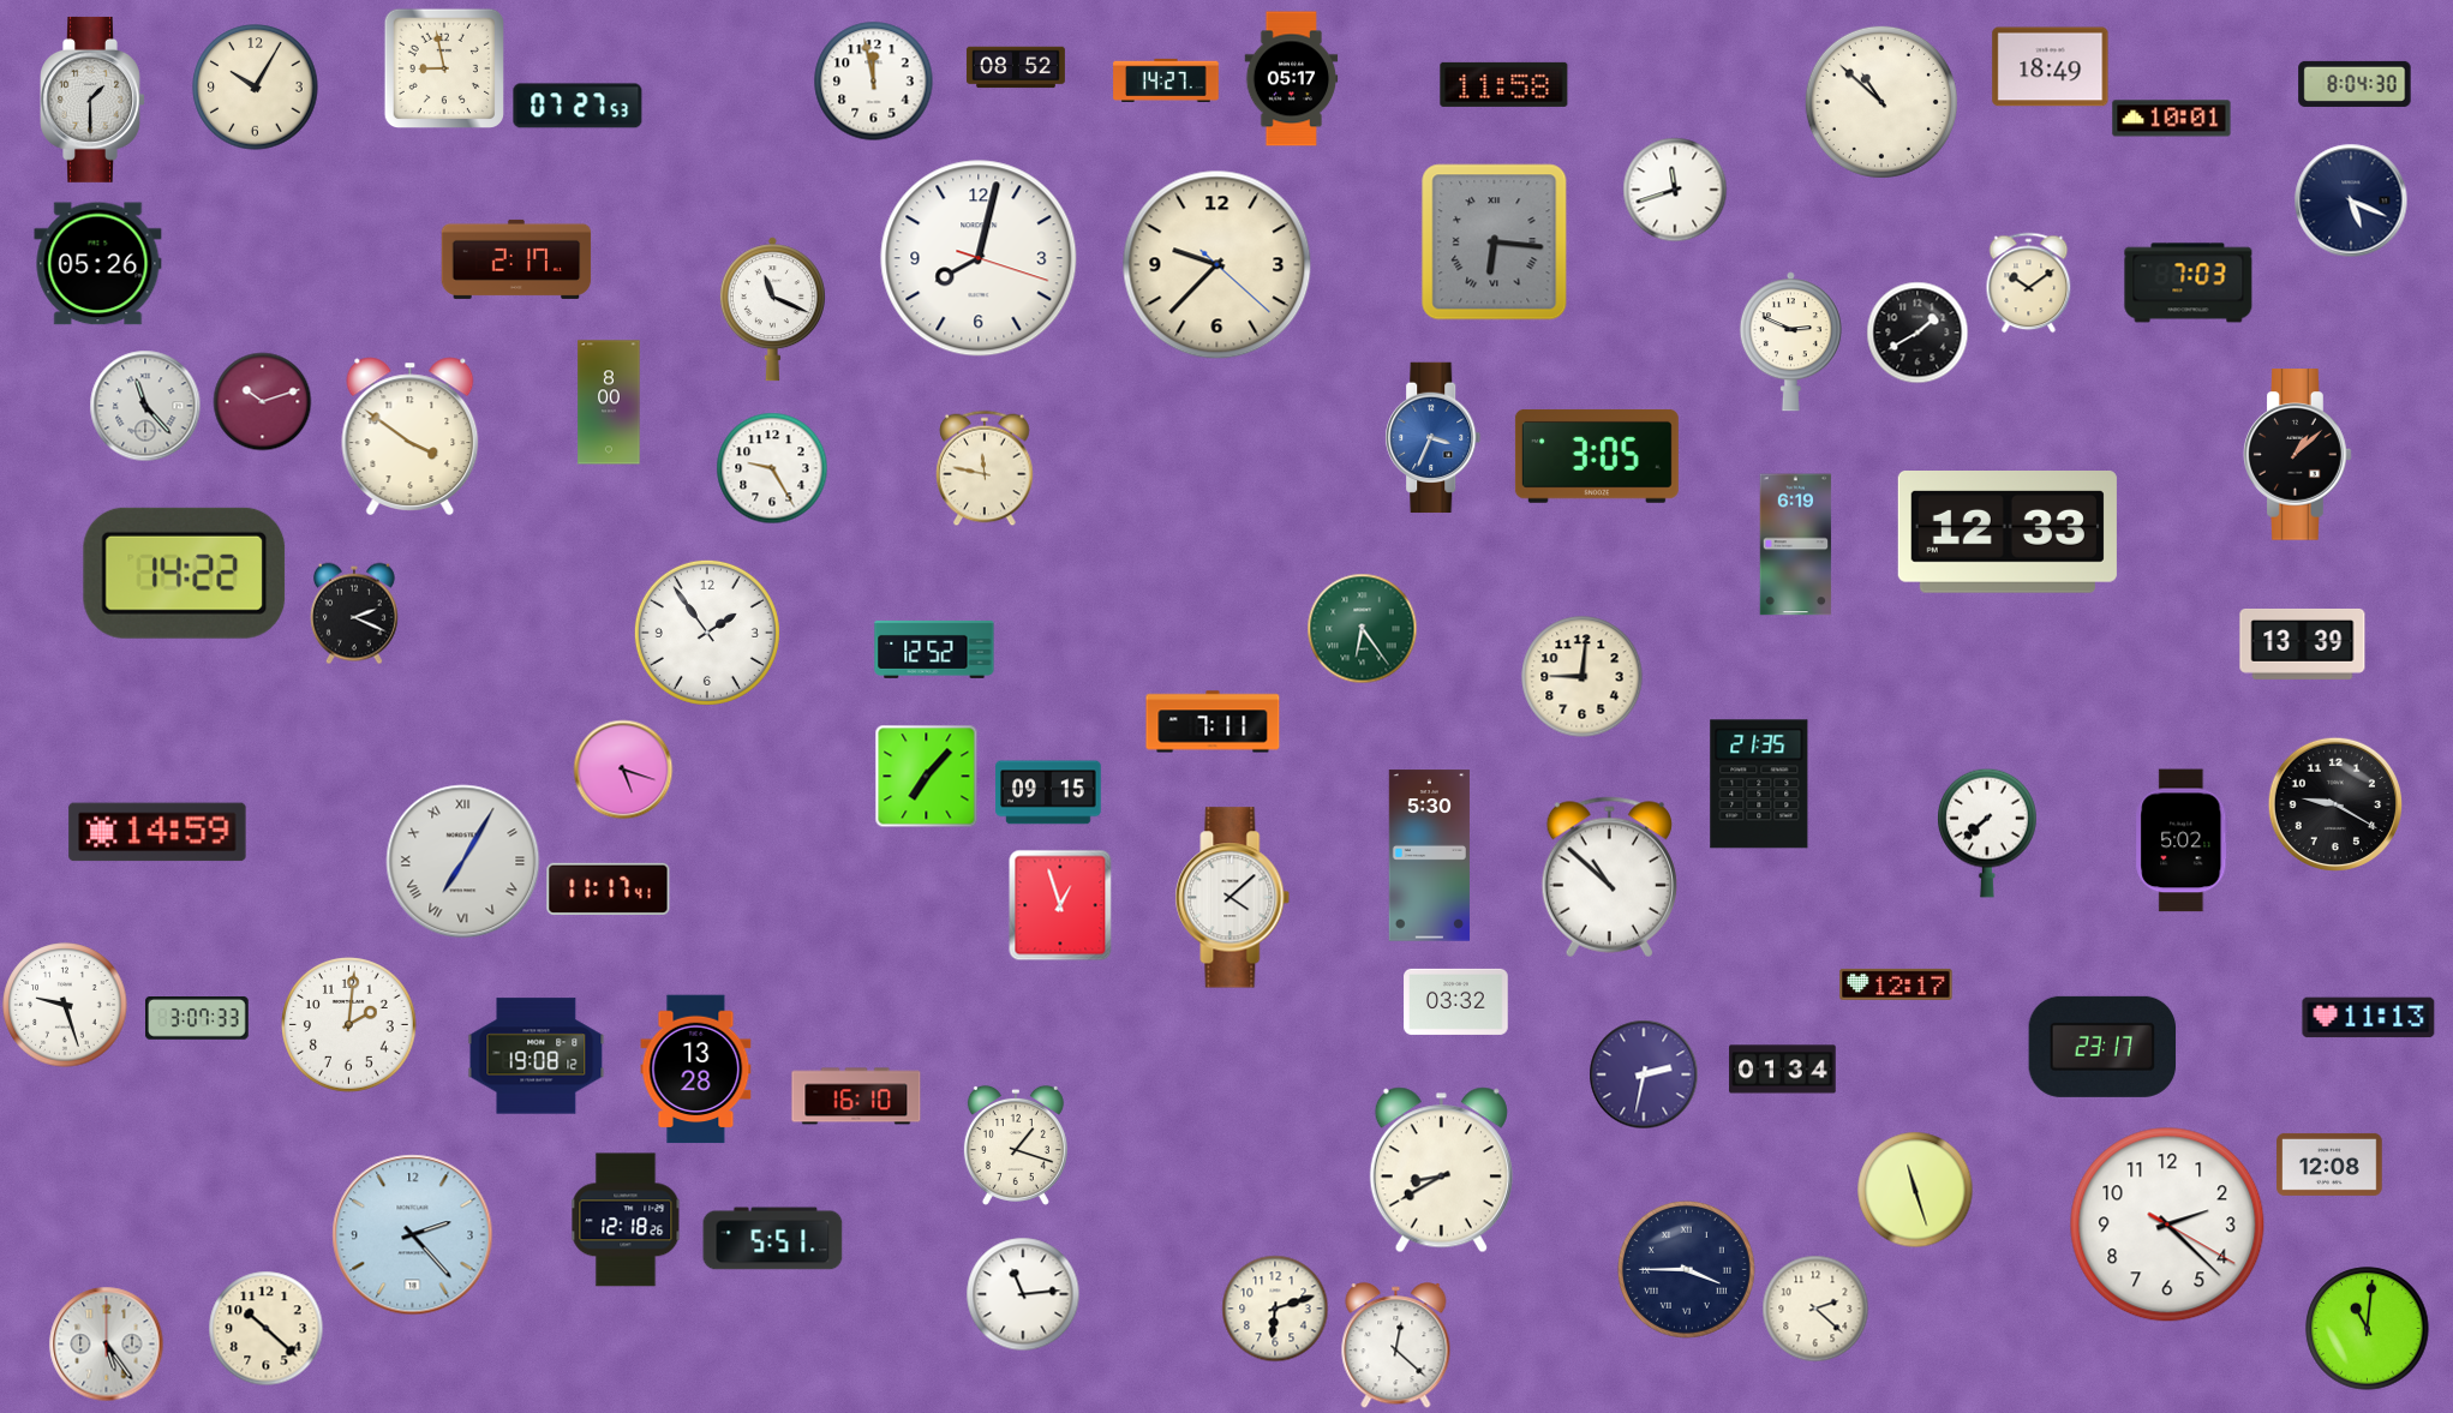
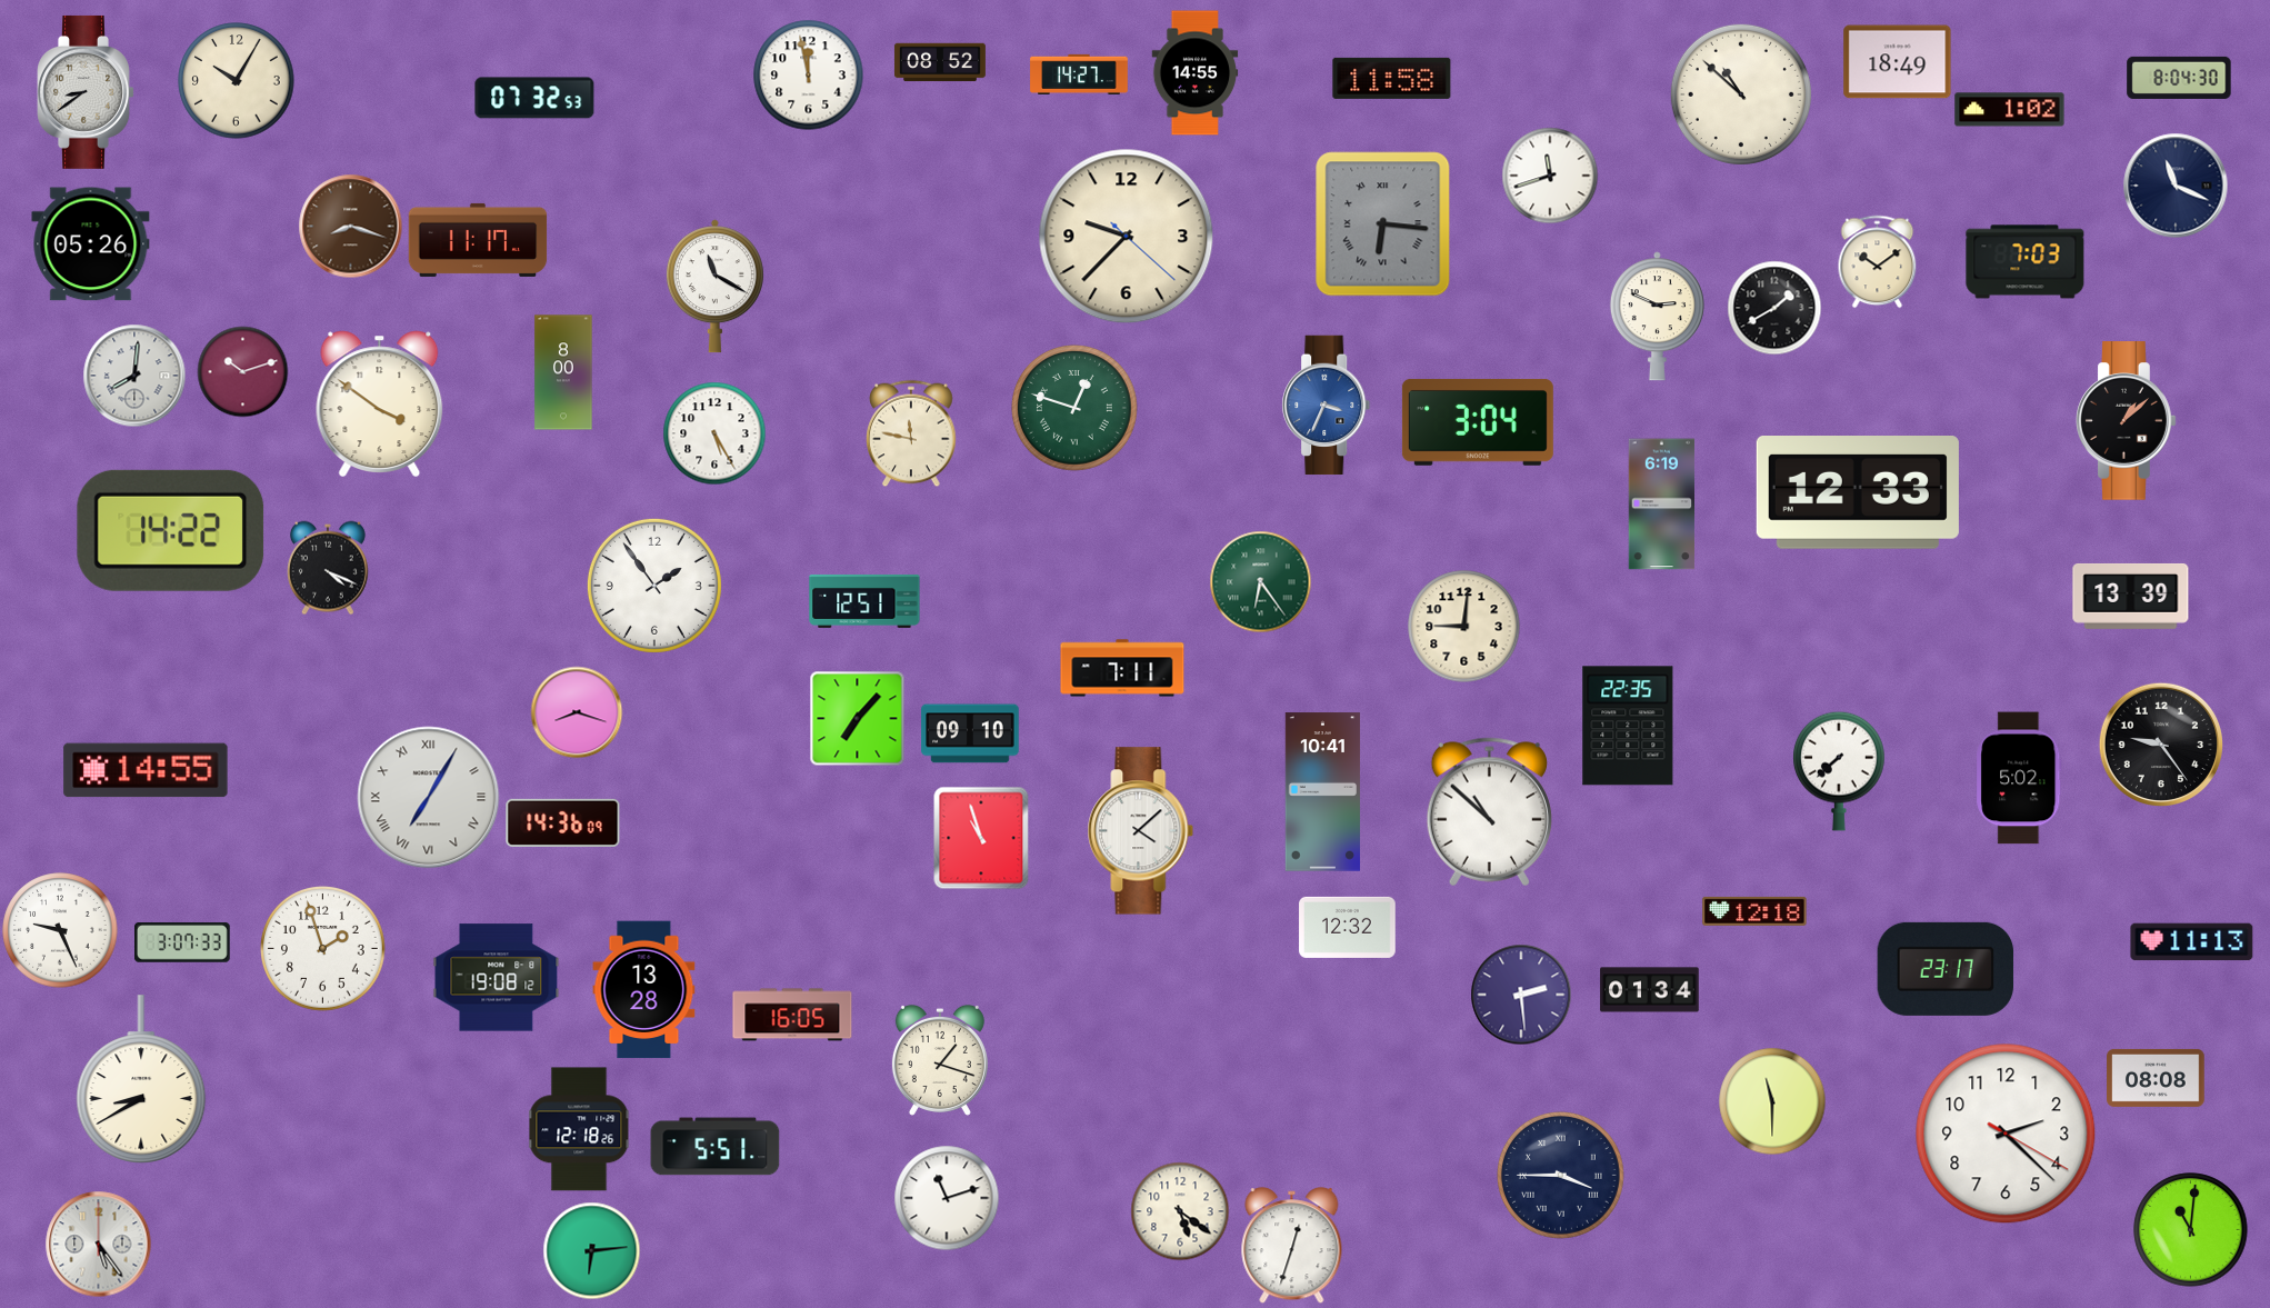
clock at (443, 67): 8:58 -> none
clock at (1292, 79): 05:17 -> 14:55
clock at (92, 100): 1:30 -> 8:39
clock at (578, 106): 07:27 -> 07:32
clock at (2172, 119): 10:01 -> 1:02
clock at (2351, 200): 5:19 -> 11:19
clock at (350, 226): none -> 8:18
clock at (979, 258): 8:02 -> none
clock at (516, 259): 2:17 -> 11:17
clock at (1217, 265) position: (1217, 265) -> (1127, 237)
clock at (772, 310): 11:19 -> 11:20
clock at (145, 406): 11:23 -> 8:01
clock at (1076, 409): none -> 12:48
clock at (1597, 456): 3:05 -> 3:04
clock at (772, 468): 9:25 -> 5:25
clock at (354, 613): 2:19 -> 4:19
clock at (934, 649): 12:52 -> 12:51
clock at (623, 770): 5:18 -> 8:18
clock at (1759, 784): 21:35 -> 22:35
clock at (1048, 792): 09:15 -> 09:10
clock at (2334, 803): 9:20 -> 9:24
clock at (157, 832): 14:59 -> 14:55
clock at (1429, 856): 5:30 -> 10:41
clock at (609, 888): 11:17 -> 14:36
clock at (1060, 905): 12:57 -> 10:57
clock at (1896, 984): 12:17 -> 12:18
clock at (1456, 1001): 03:32 -> 12:32
clock at (65, 1005): 9:27 -> 9:26
clock at (349, 1025): 2:01 -> 1:57
clock at (1644, 1074): 2:32 -> 2:29
clock at (856, 1096): 16:10 -> 16:05
clock at (2329, 1164): 12:08 -> 08:08
clock at (141, 1079): none -> 8:40
clock at (1441, 1170): 8:40 -> none
clock at (1915, 1190): 11:27 -> 11:30
clock at (413, 1235): 2:23 -> none
clock at (1023, 1294): 11:14 -> 11:12
clock at (1275, 1309): 6:12 -> 5:21
clock at (1815, 1309): 2:22 -> none
clock at (265, 1328): 10:22 -> none
clock at (1396, 1346): 12:22 -> 12:33
clock at (591, 1250): none -> 6:14
